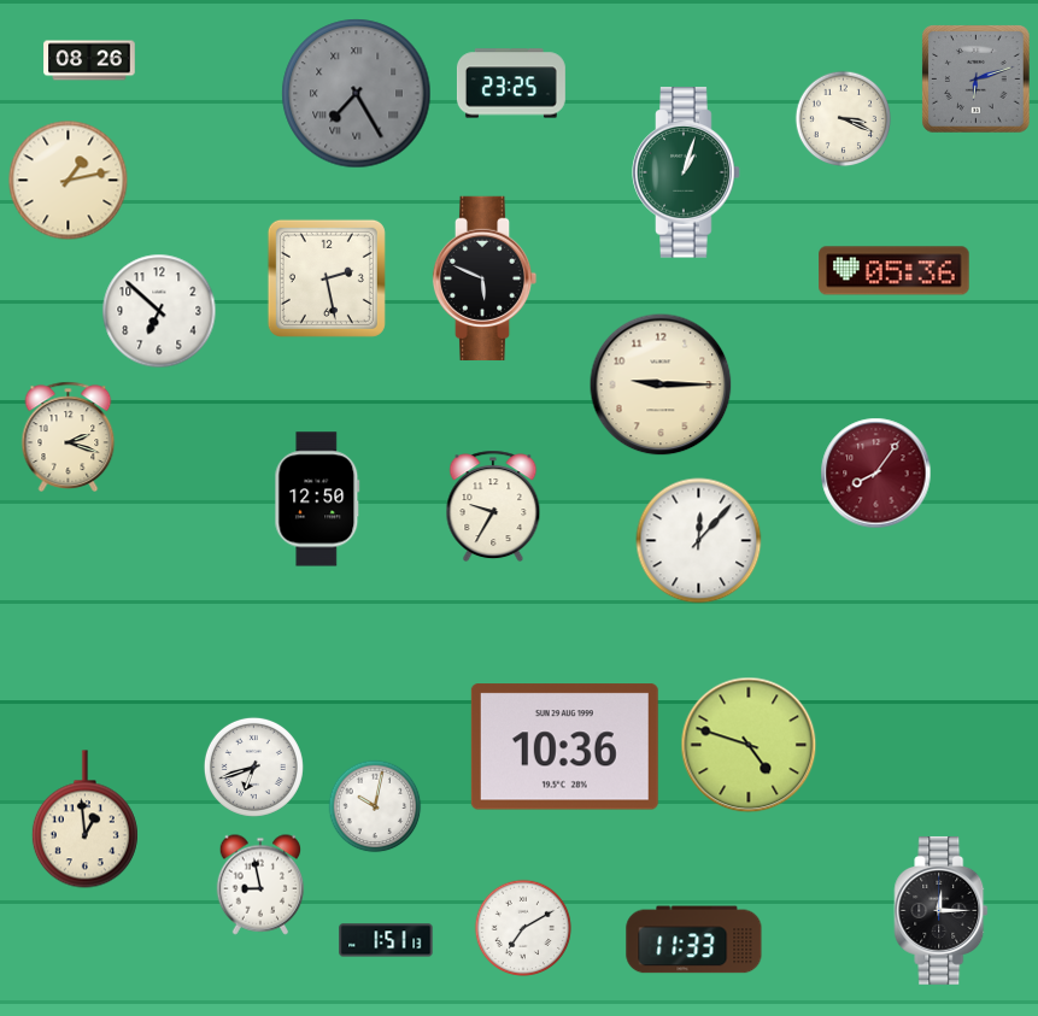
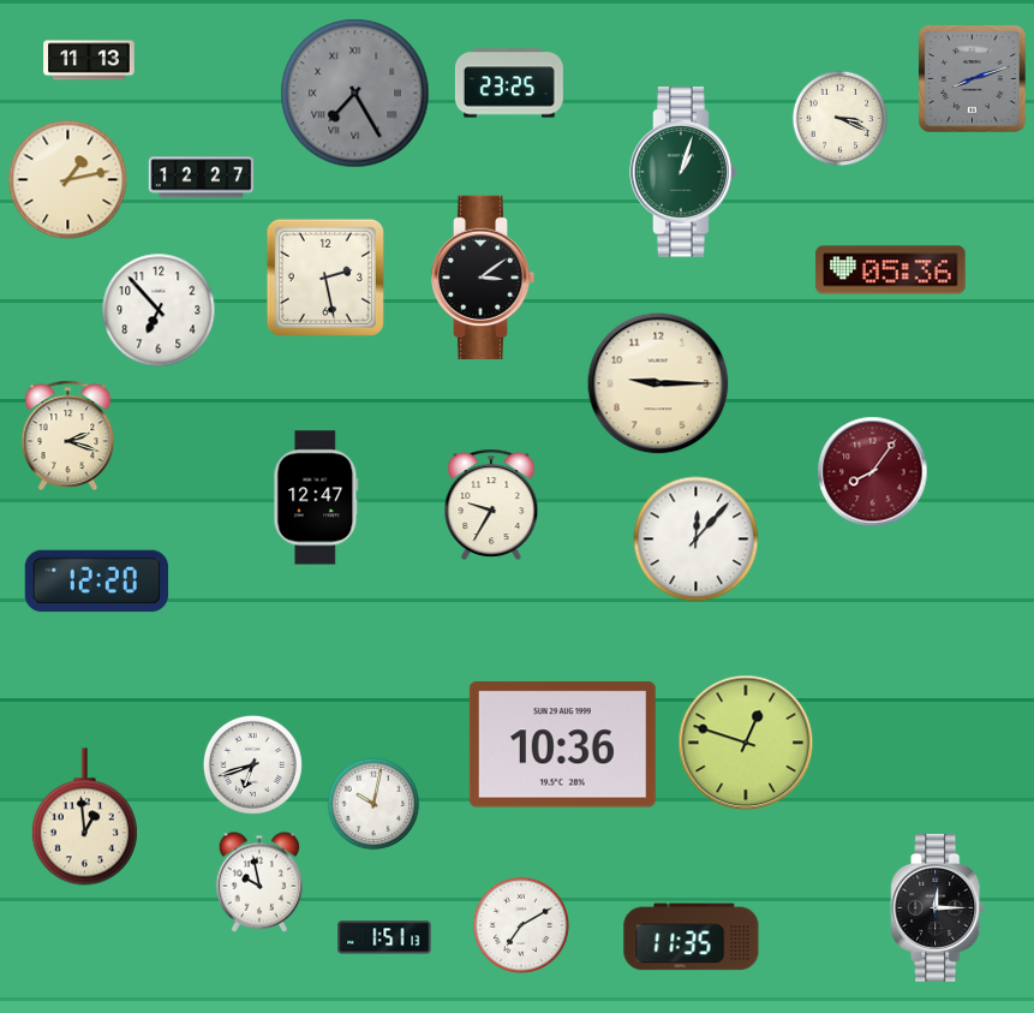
clock at (89, 60): 08:26 -> 11:13
clock at (977, 80): 6:12 -> 8:12
clock at (202, 178): none -> 12:27
clock at (485, 278): 5:49 -> 3:09
clock at (159, 311): 6:52 -> 6:53
clock at (317, 499): 12:50 -> 12:47
clock at (97, 582): none -> 12:20
clock at (749, 745): 4:48 -> 12:48
clock at (260, 885): 8:58 -> 9:58
clock at (694, 940): 11:33 -> 11:35
